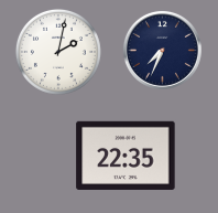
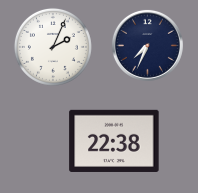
clock at (58, 52): 2:02 -> 2:04
clock at (126, 156): 22:35 -> 22:38
